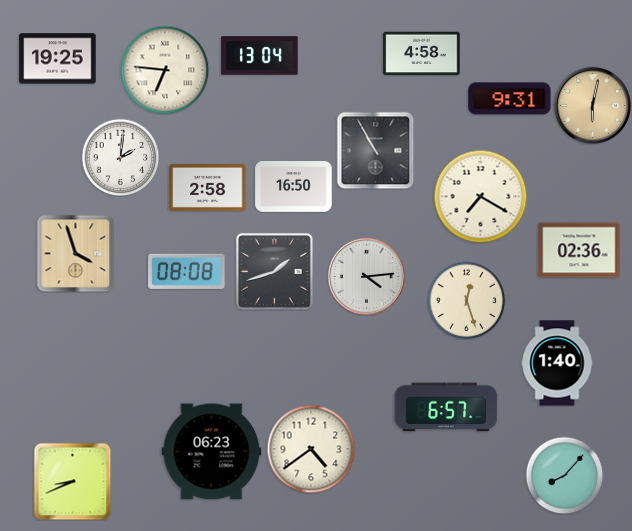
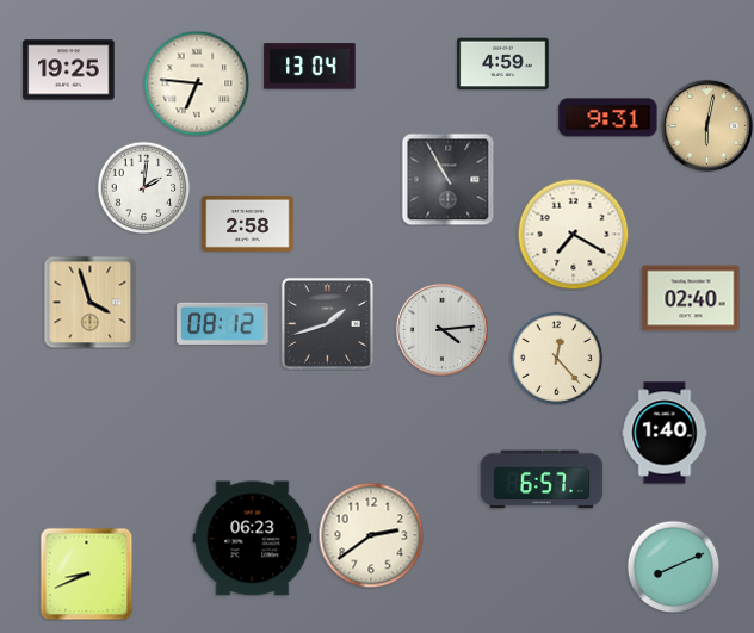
clock at (422, 54): 4:58 -> 4:59
clock at (294, 187): 16:50 -> none
clock at (579, 250): 02:36 -> 02:40
clock at (187, 271): 08:08 -> 08:12
clock at (366, 276) position: (366, 276) -> (441, 329)
clock at (466, 300): 12:27 -> 12:23
clock at (446, 407) position: (446, 407) -> (542, 479)
clock at (311, 449): 4:39 -> 2:39
clock at (564, 475): 8:07 -> 8:11
